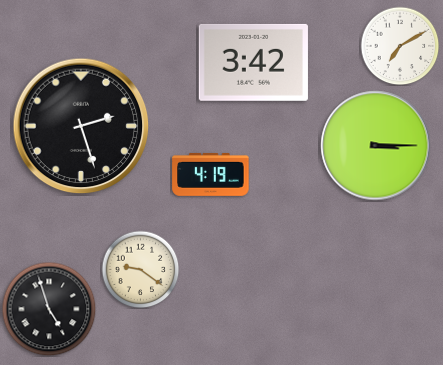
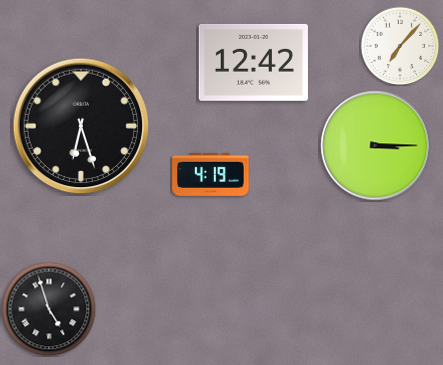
clock at (400, 46): 7:10 -> 7:07
clock at (253, 62): 3:42 -> 12:42
clock at (81, 126): 2:27 -> 6:27
clock at (140, 269): 9:21 -> none
